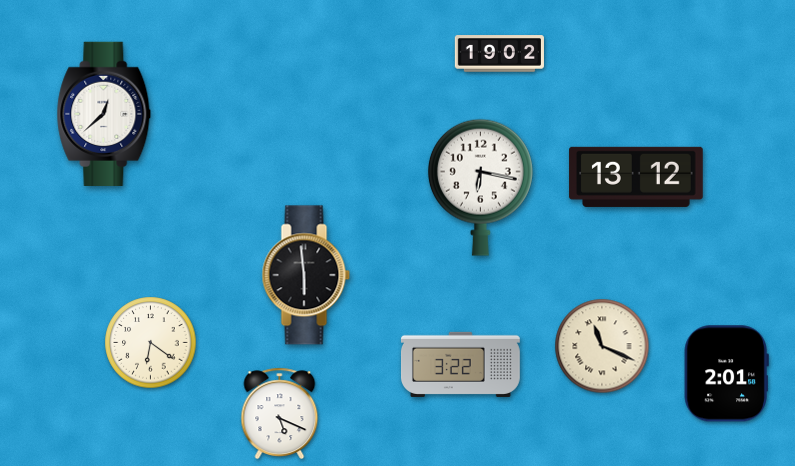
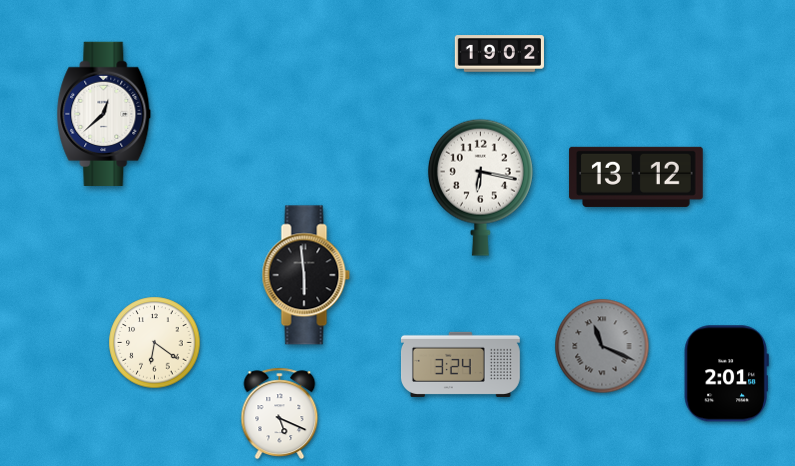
clock at (151, 343) position: (151, 343) -> (155, 343)
clock at (602, 346) dial: cream -> grey
clock at (460, 364): 3:22 -> 3:24
